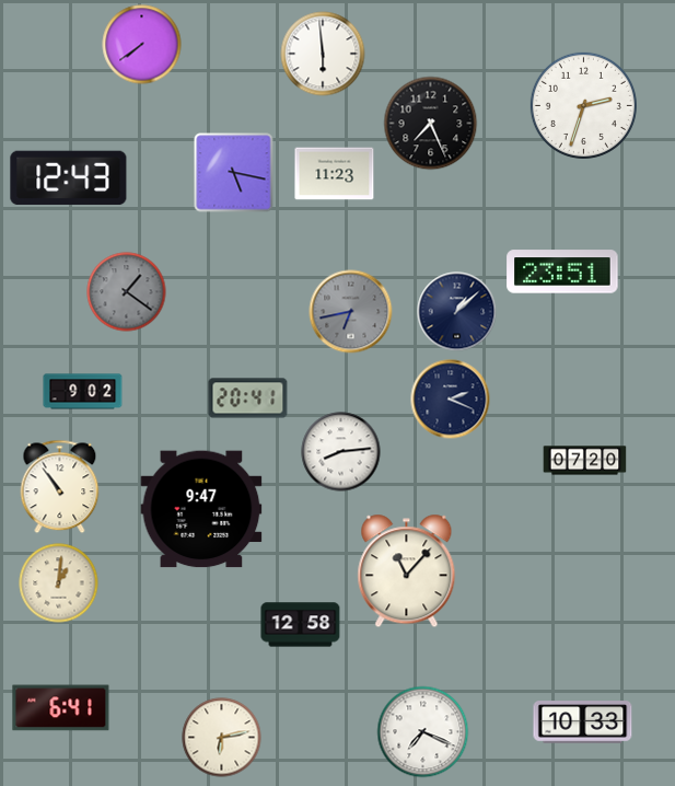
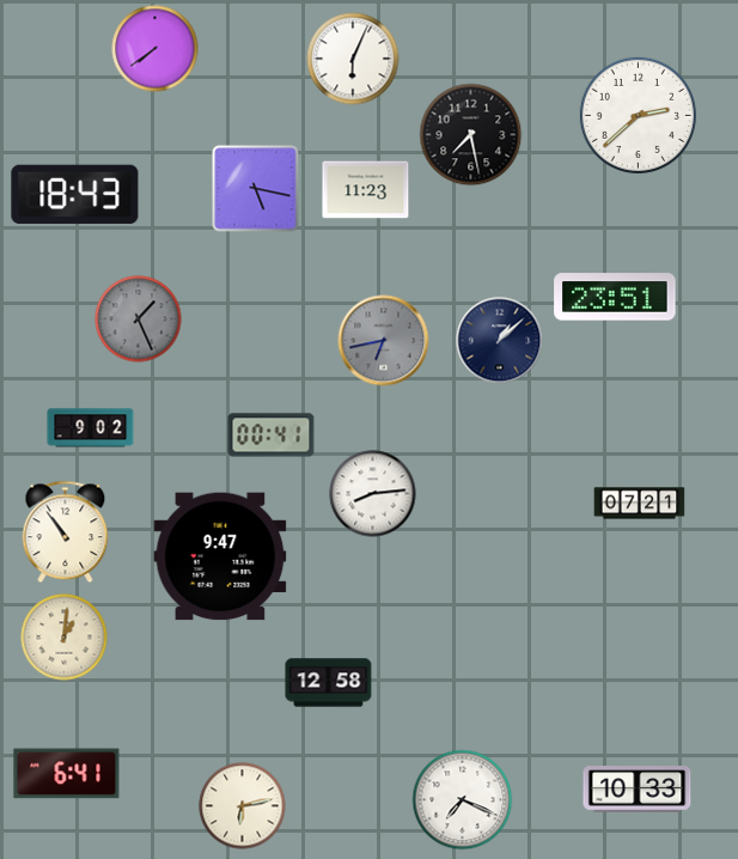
clock at (323, 54): 5:59 -> 6:04
clock at (583, 105): 2:33 -> 2:38
clock at (431, 124): 7:26 -> 7:28
clock at (69, 178): 12:43 -> 18:43
clock at (127, 292): 1:21 -> 1:26
clock at (248, 398): 20:41 -> 00:41
clock at (451, 400): 2:19 -> none
clock at (585, 461): 07:20 -> 07:21
clock at (407, 571): 11:07 -> none
